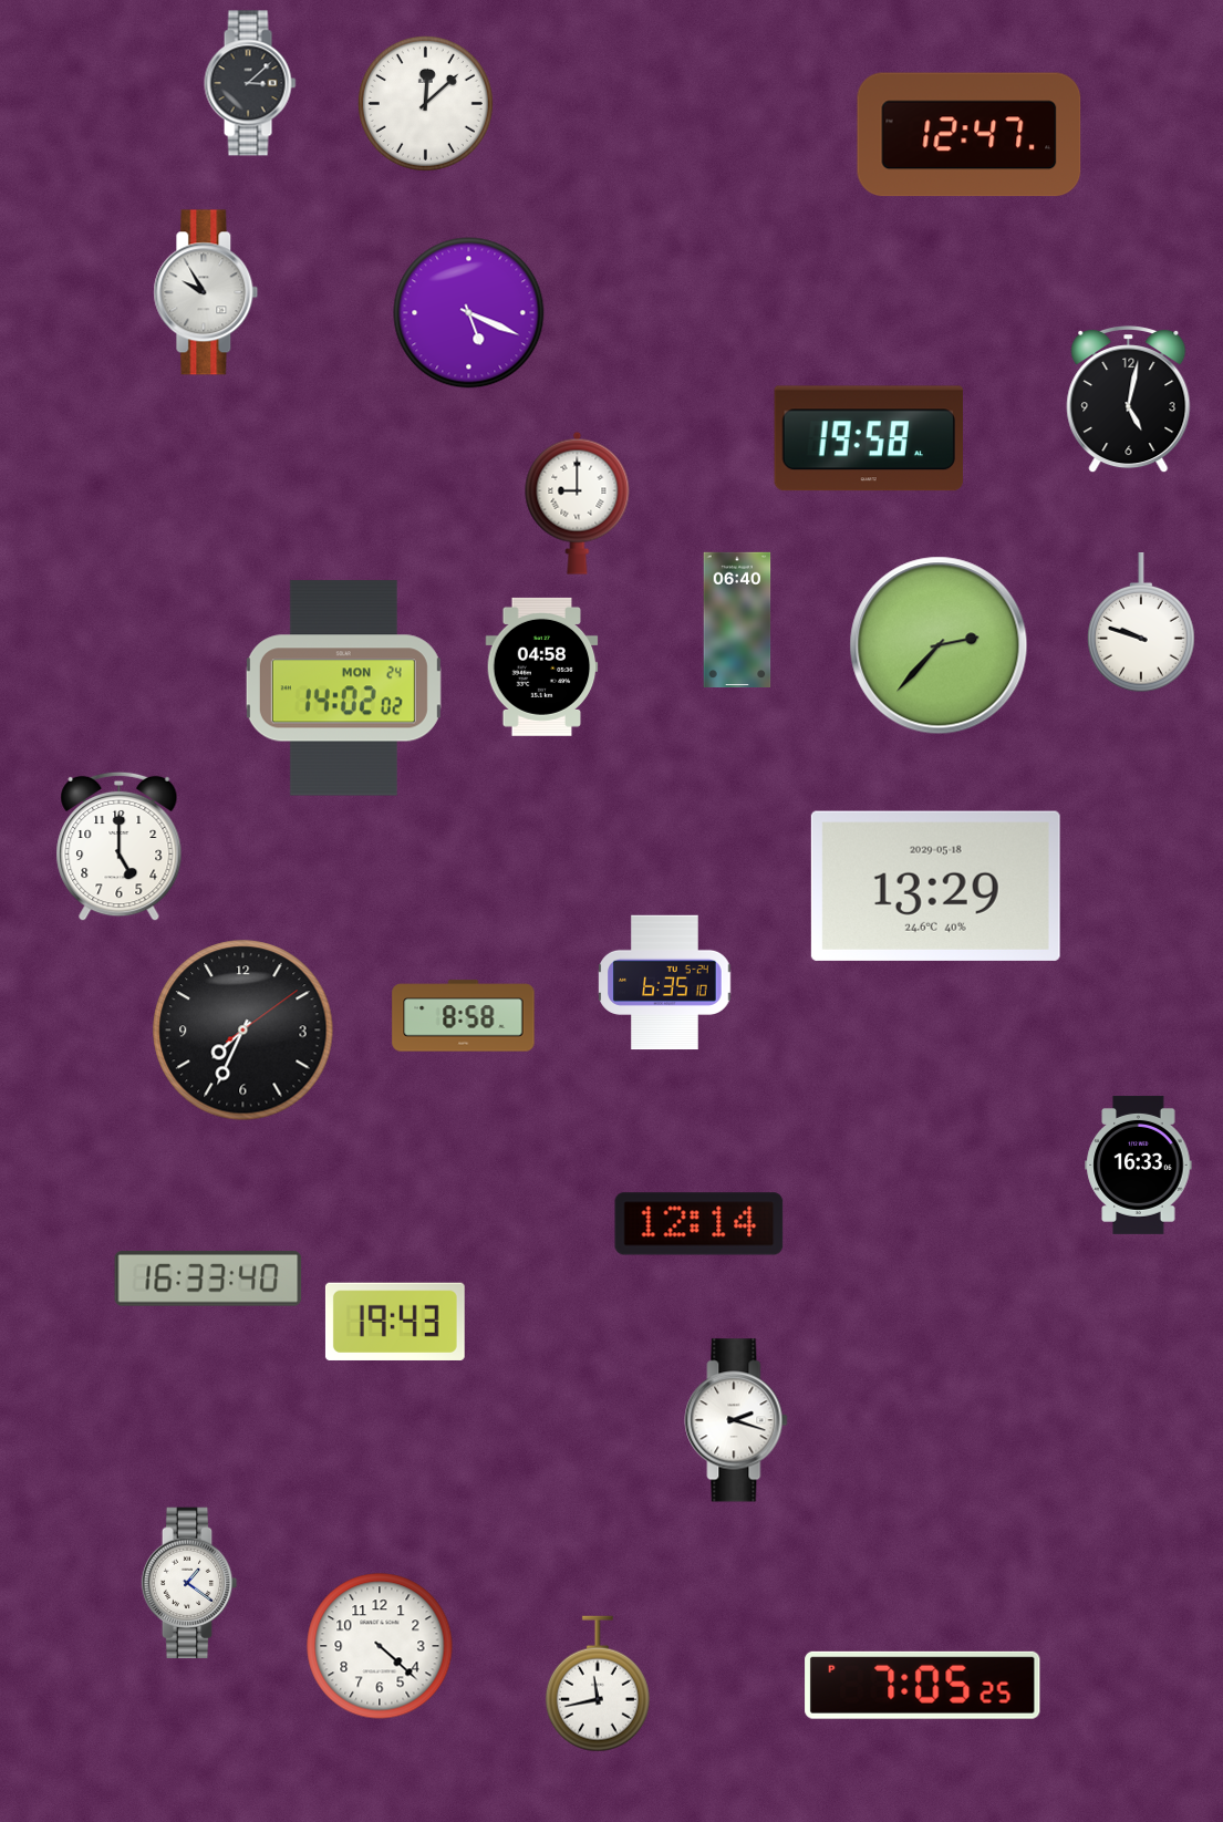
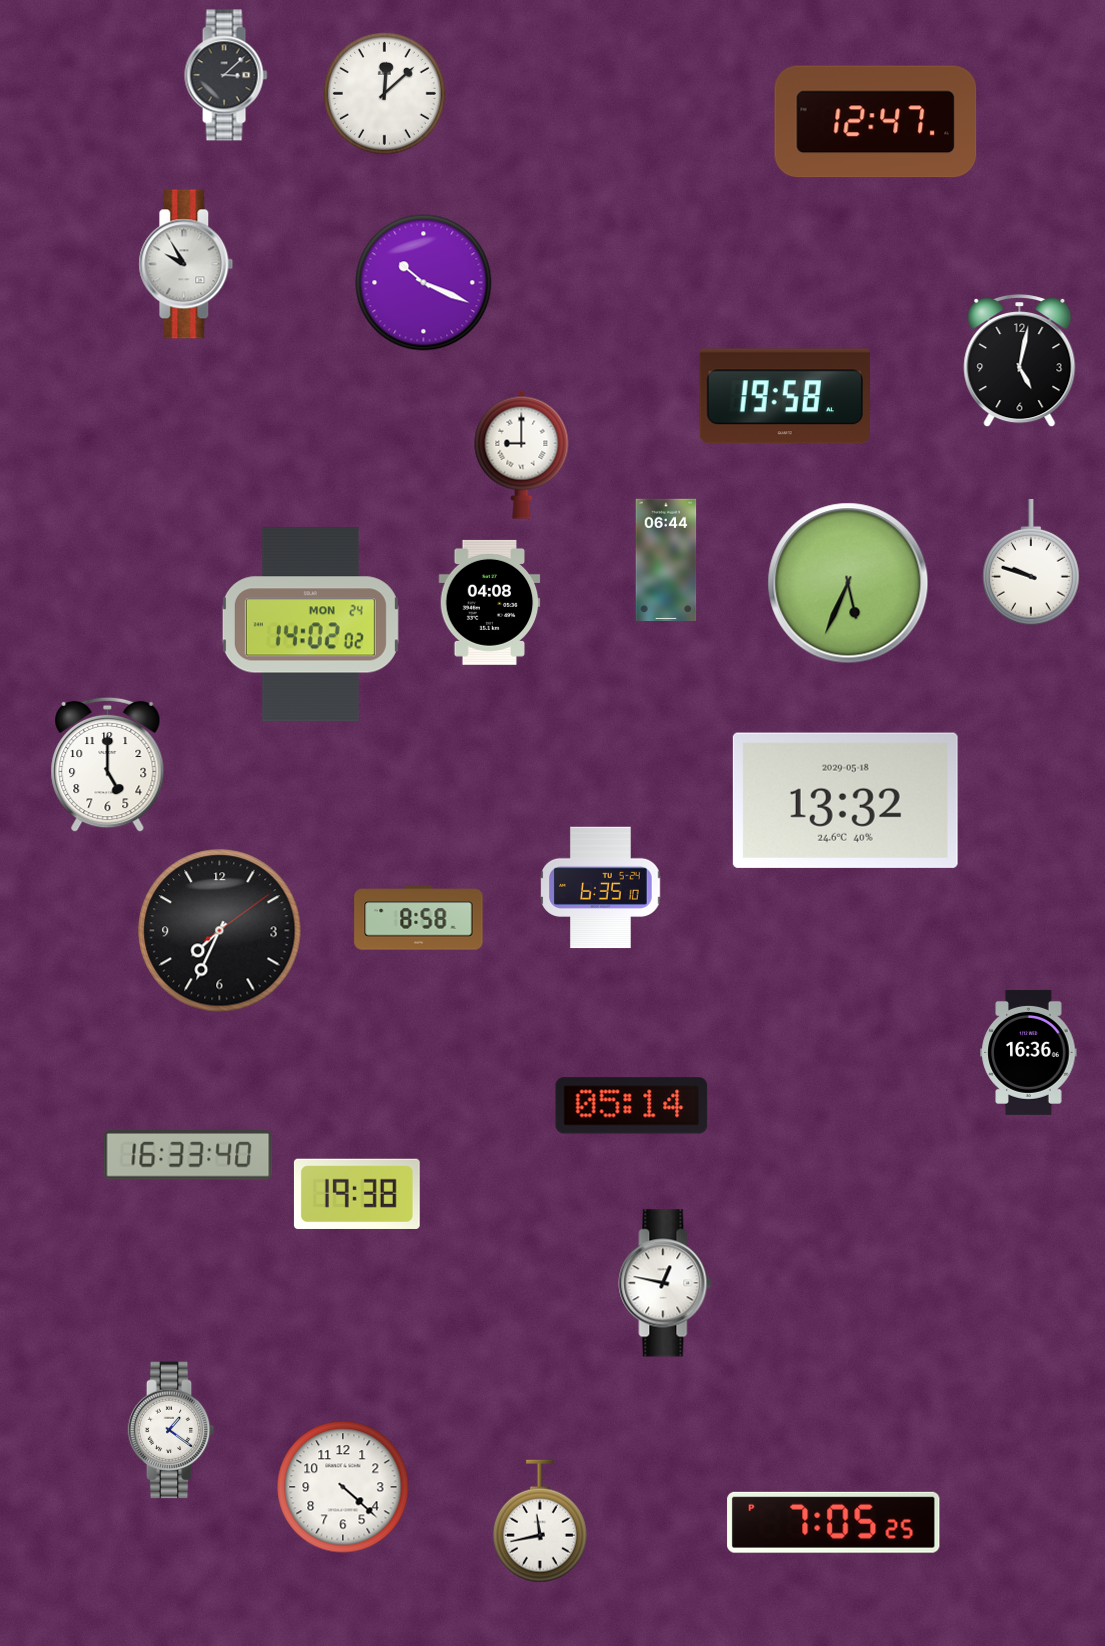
clock at (469, 313): 5:19 -> 10:19
clock at (737, 619): 06:40 -> 06:44
clock at (939, 645): 2:37 -> 5:34
clock at (542, 666): 04:58 -> 04:08
clock at (343, 689) position: (343, 689) -> (310, 625)
clock at (935, 886): 13:29 -> 13:32
clock at (1139, 1164): 16:33 -> 16:36
clock at (699, 1224): 12:14 -> 05:14
clock at (395, 1322): 19:43 -> 19:38
clock at (736, 1420): 2:18 -> 12:47
